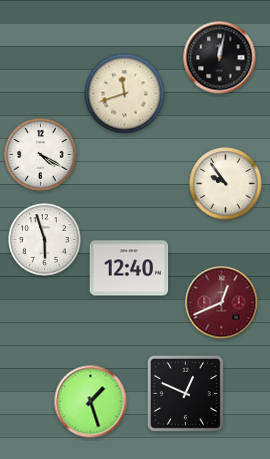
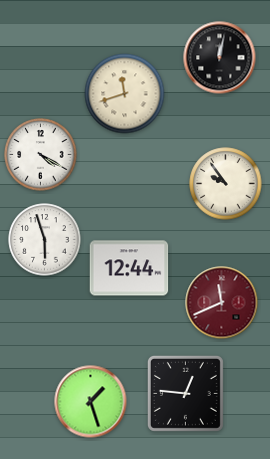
clock at (129, 268): 12:40 -> 12:44
clock at (222, 303): 12:41 -> 11:41
clock at (185, 393): 12:49 -> 12:46
